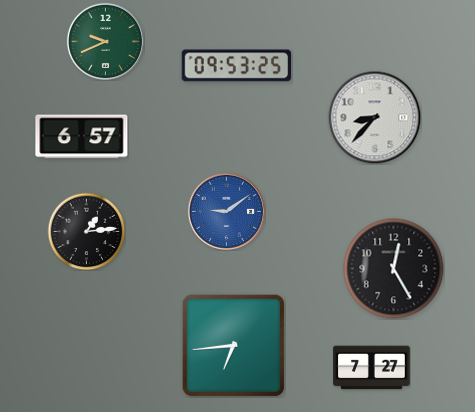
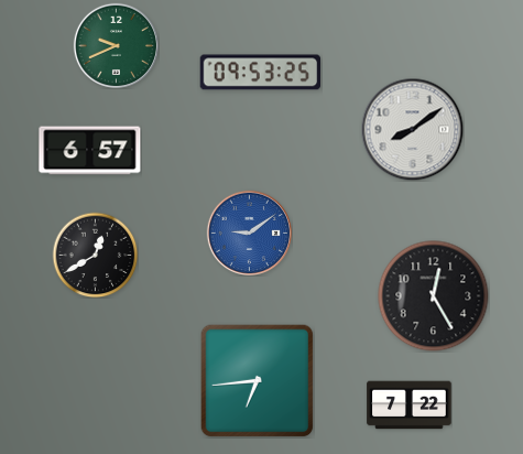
clock at (374, 117): 8:37 -> 8:09
clock at (86, 231): 1:14 -> 12:40
clock at (372, 368): 7:27 -> 7:22
